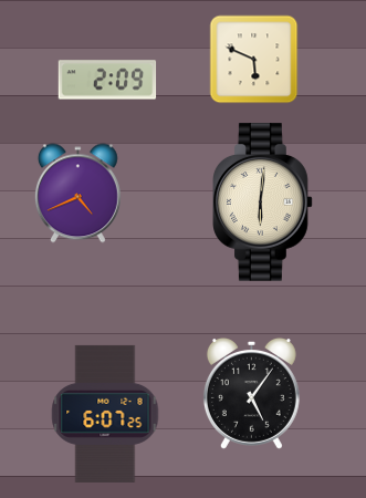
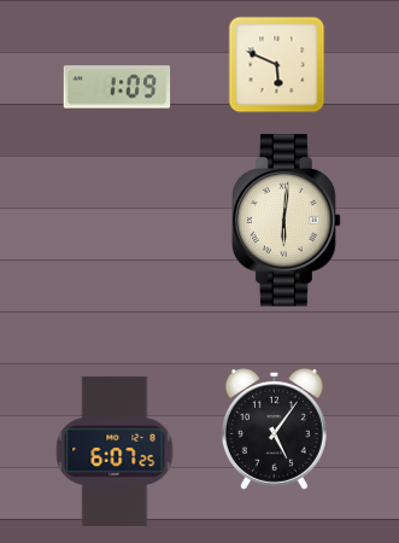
clock at (107, 80): 2:09 -> 1:09
clock at (77, 194): 4:41 -> none
